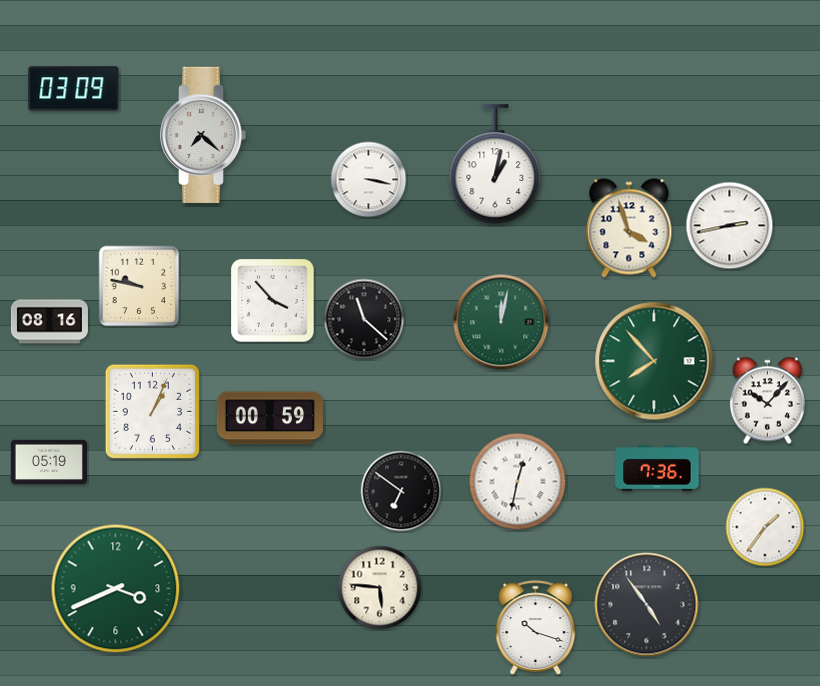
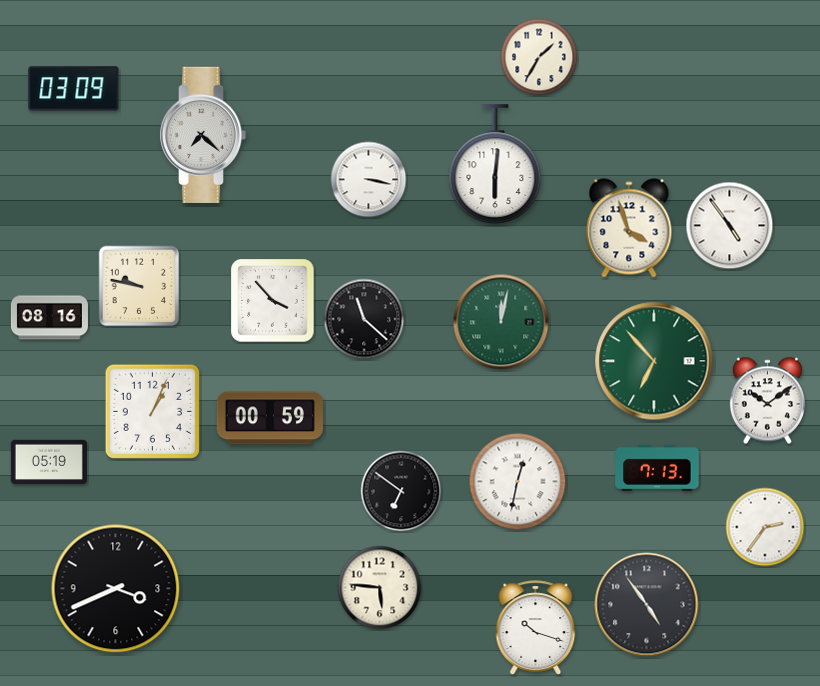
clock at (539, 57): none -> 1:35
clock at (495, 164): 1:02 -> 6:01
clock at (730, 226): 2:43 -> 4:54
clock at (49, 322) position: (49, 322) -> (49, 318)
clock at (654, 361): 7:53 -> 6:53
clock at (767, 401): 10:07 -> 10:09
clock at (657, 468): 7:36 -> 7:13
clock at (765, 527): 1:36 -> 2:36
clock at (116, 589) dial: green -> black
